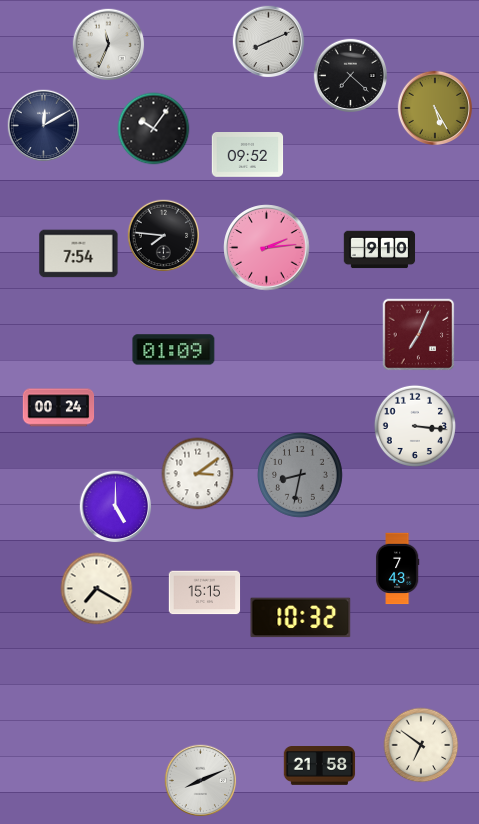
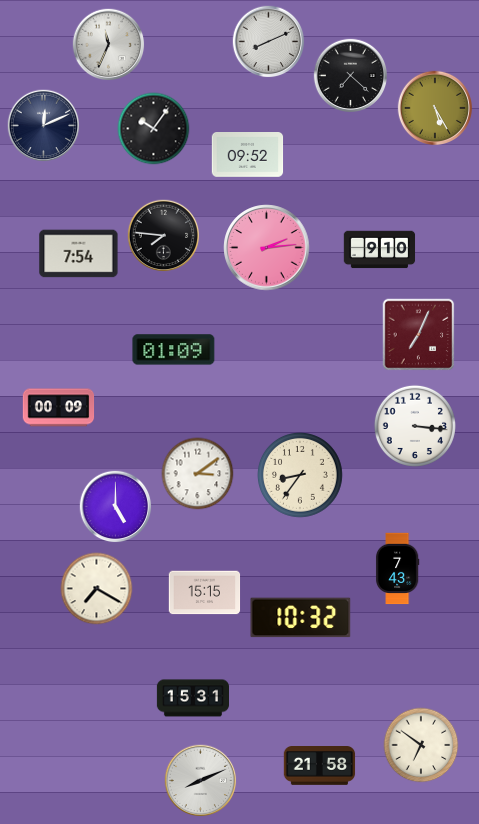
clock at (44, 126): 12:10 -> 12:11
clock at (59, 408): 00:24 -> 00:09
clock at (301, 476): 8:32 -> 8:36
clock at (301, 476) dial: grey -> cream
clock at (192, 698): none -> 15:31
